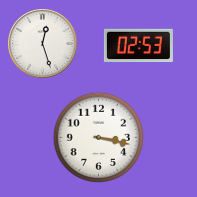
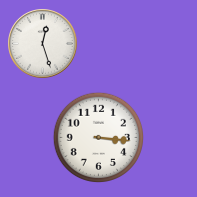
clock at (138, 46): 02:53 -> none
clock at (98, 137): 3:17 -> 3:16
